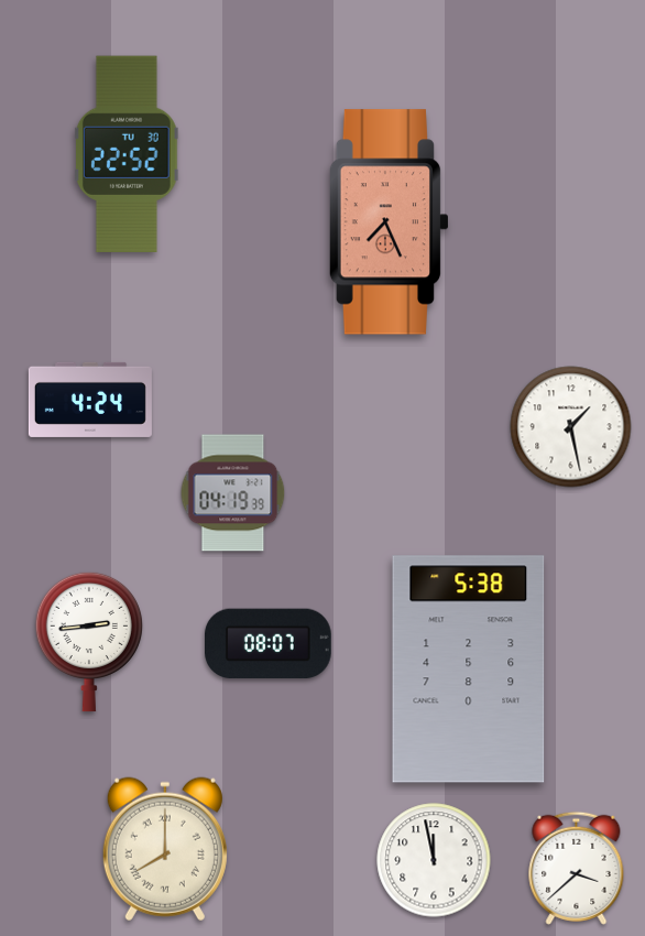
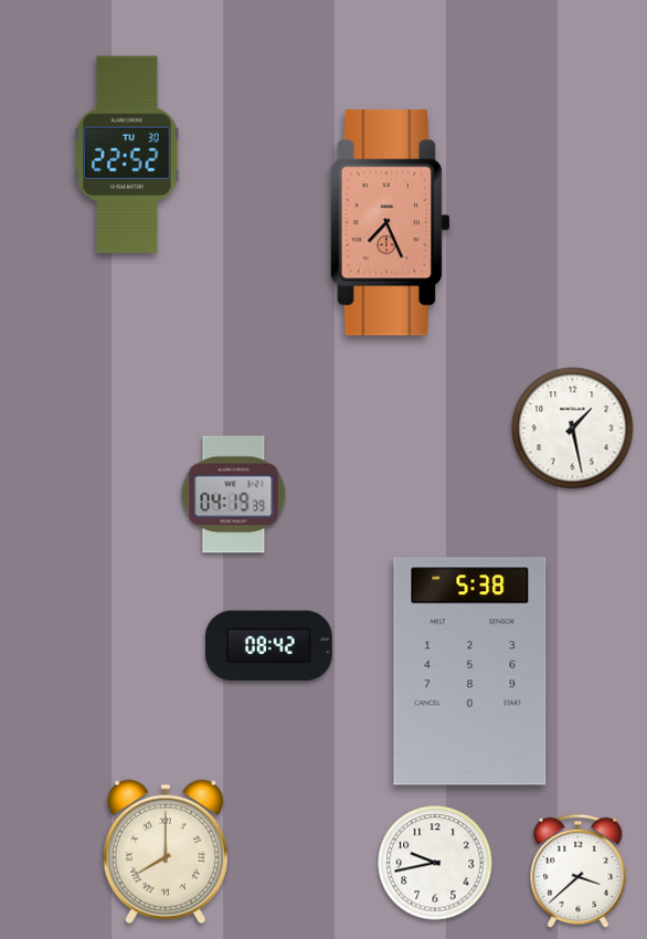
clock at (90, 400): 4:24 -> none
clock at (89, 642): 2:44 -> none
clock at (269, 644): 08:07 -> 08:42
clock at (434, 860): 11:58 -> 9:43
